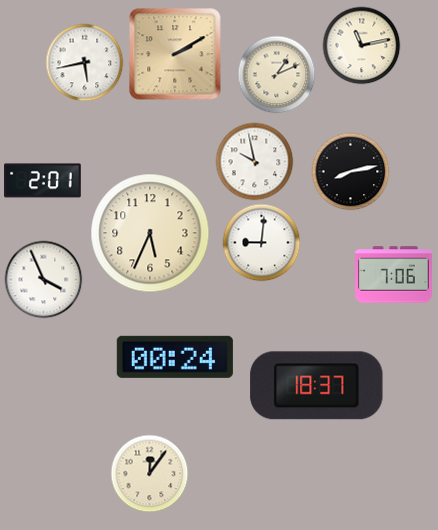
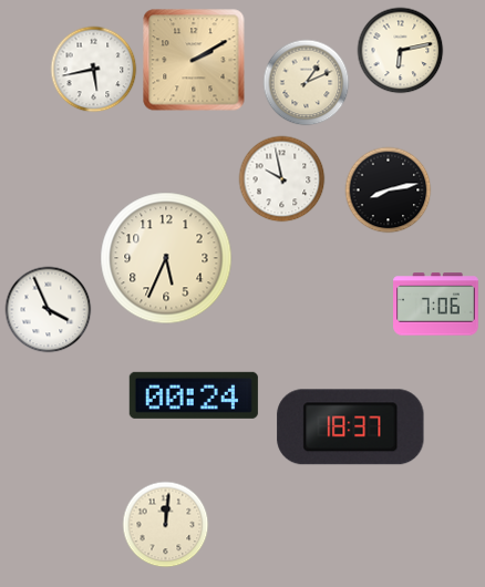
clock at (361, 45): 11:13 -> 6:13
clock at (43, 181): 2:01 -> none
clock at (261, 242): 9:01 -> none
clock at (149, 473): 12:06 -> 12:01
